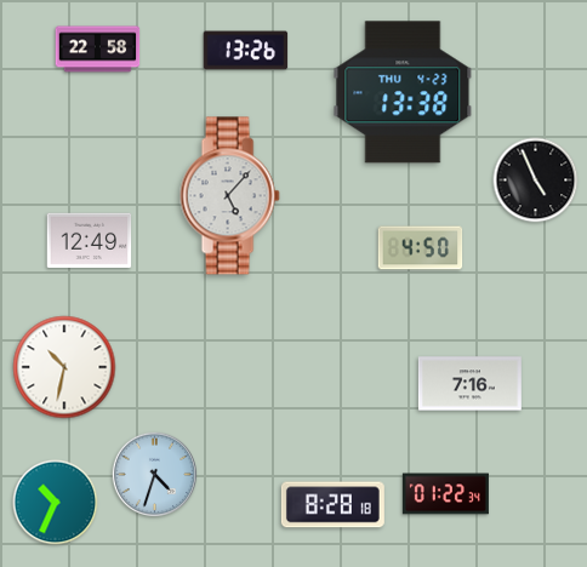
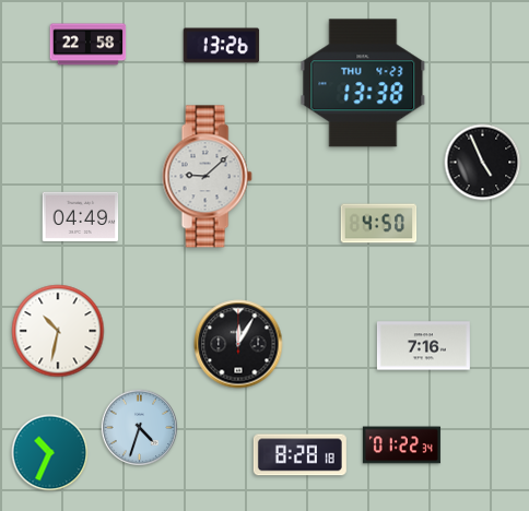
clock at (229, 196): 5:07 -> 9:08
clock at (90, 240): 12:49 -> 04:49
clock at (238, 344): none -> 12:05
